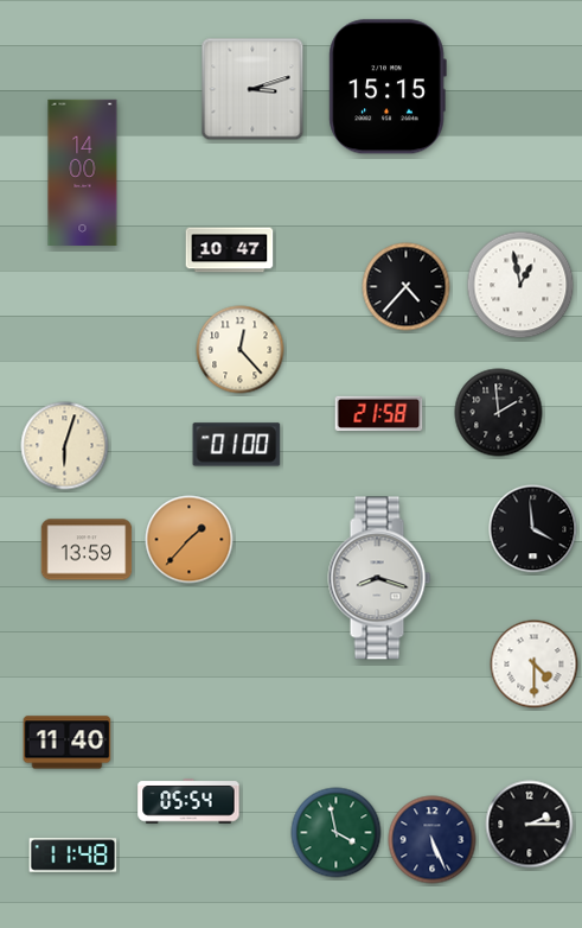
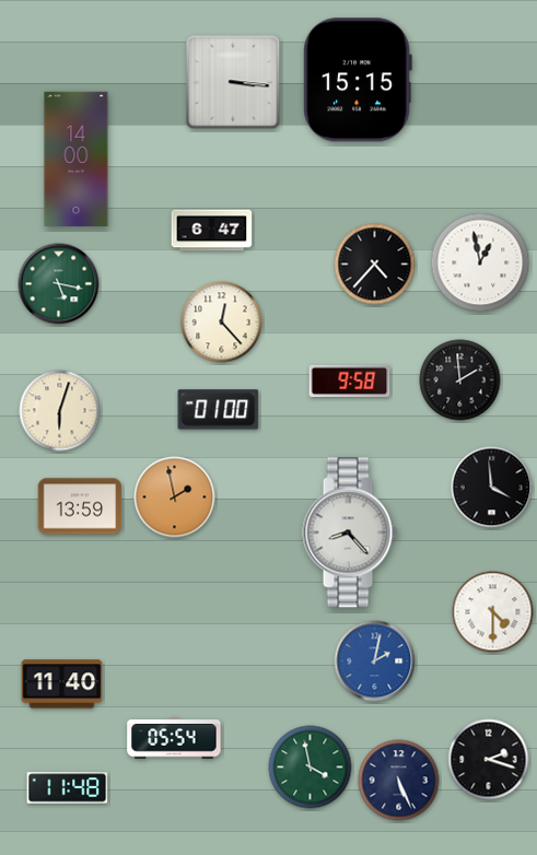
clock at (252, 89): 3:12 -> 3:16
clock at (230, 250): 10:47 -> 6:47
clock at (59, 284): none -> 5:17
clock at (379, 414): 21:58 -> 9:58
clock at (190, 540): 1:37 -> 1:58
clock at (379, 578): 8:18 -> 8:23
clock at (375, 661): none -> 2:02
clock at (530, 825): 2:15 -> 2:18
clock at (433, 840) position: (433, 840) -> (399, 781)
